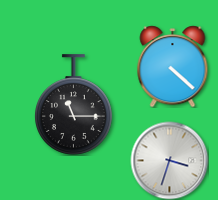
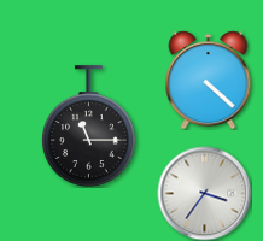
clock at (169, 160): 3:33 -> 3:36
